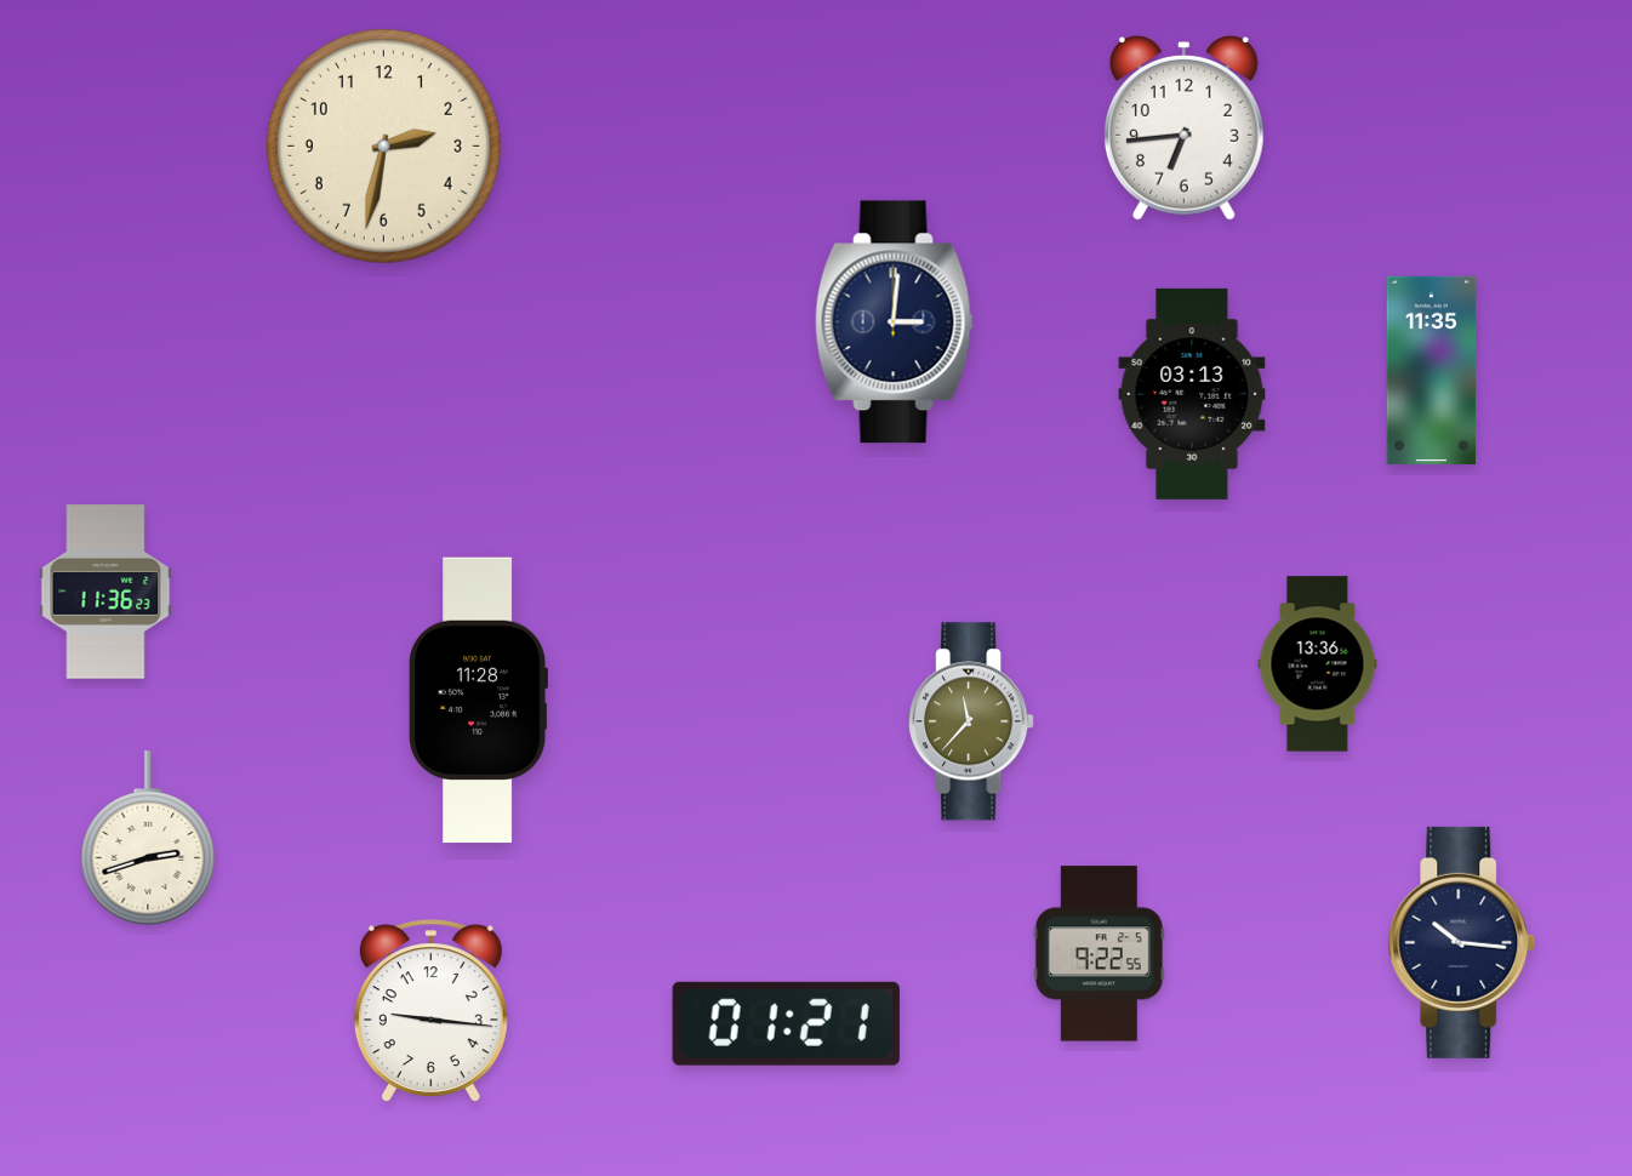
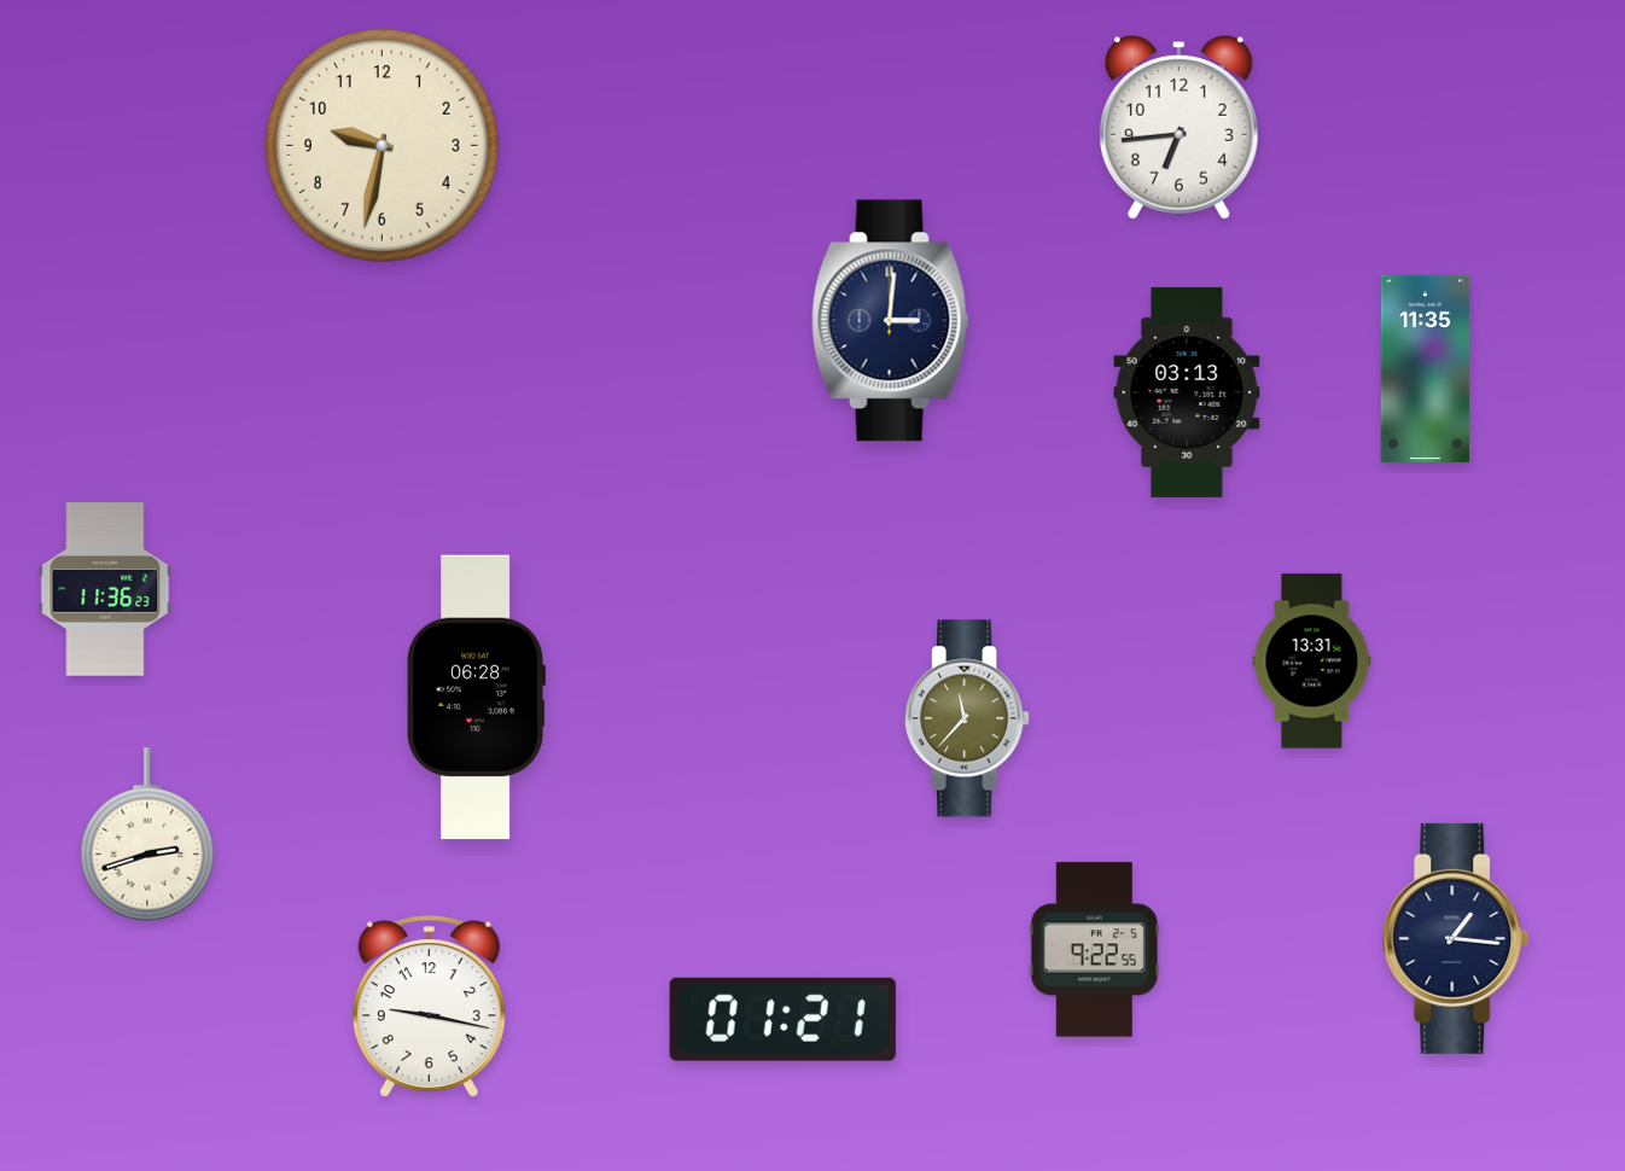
clock at (383, 145): 2:32 -> 9:32
clock at (1318, 664): 13:36 -> 13:31
clock at (478, 701): 11:28 -> 06:28
clock at (1462, 942): 10:16 -> 1:16
clock at (430, 1010): 9:16 -> 9:17
